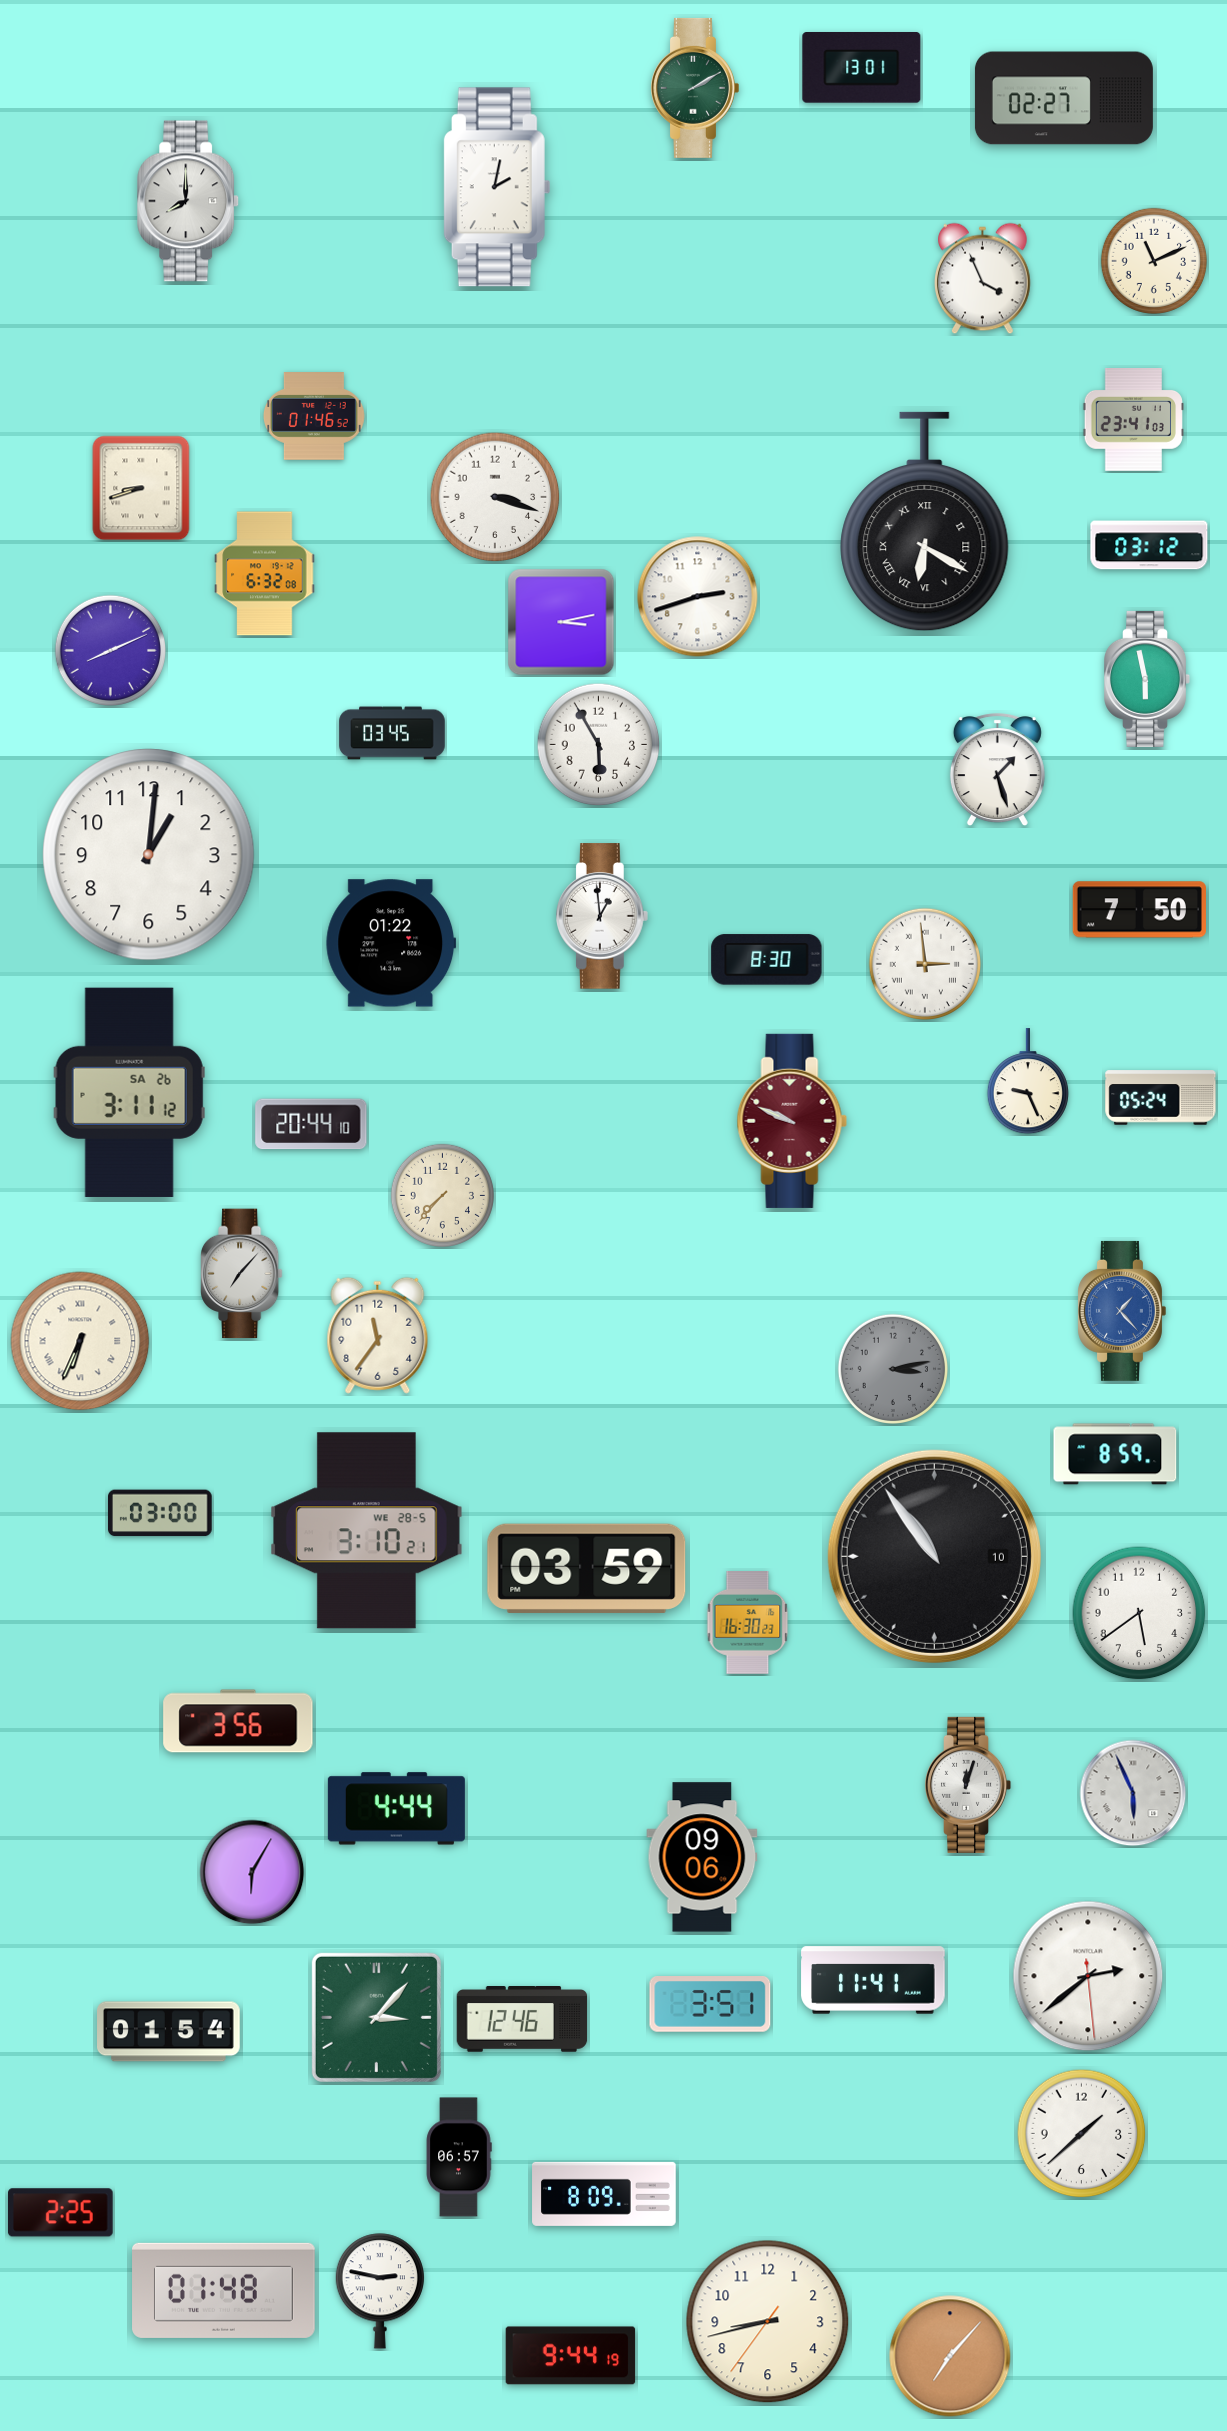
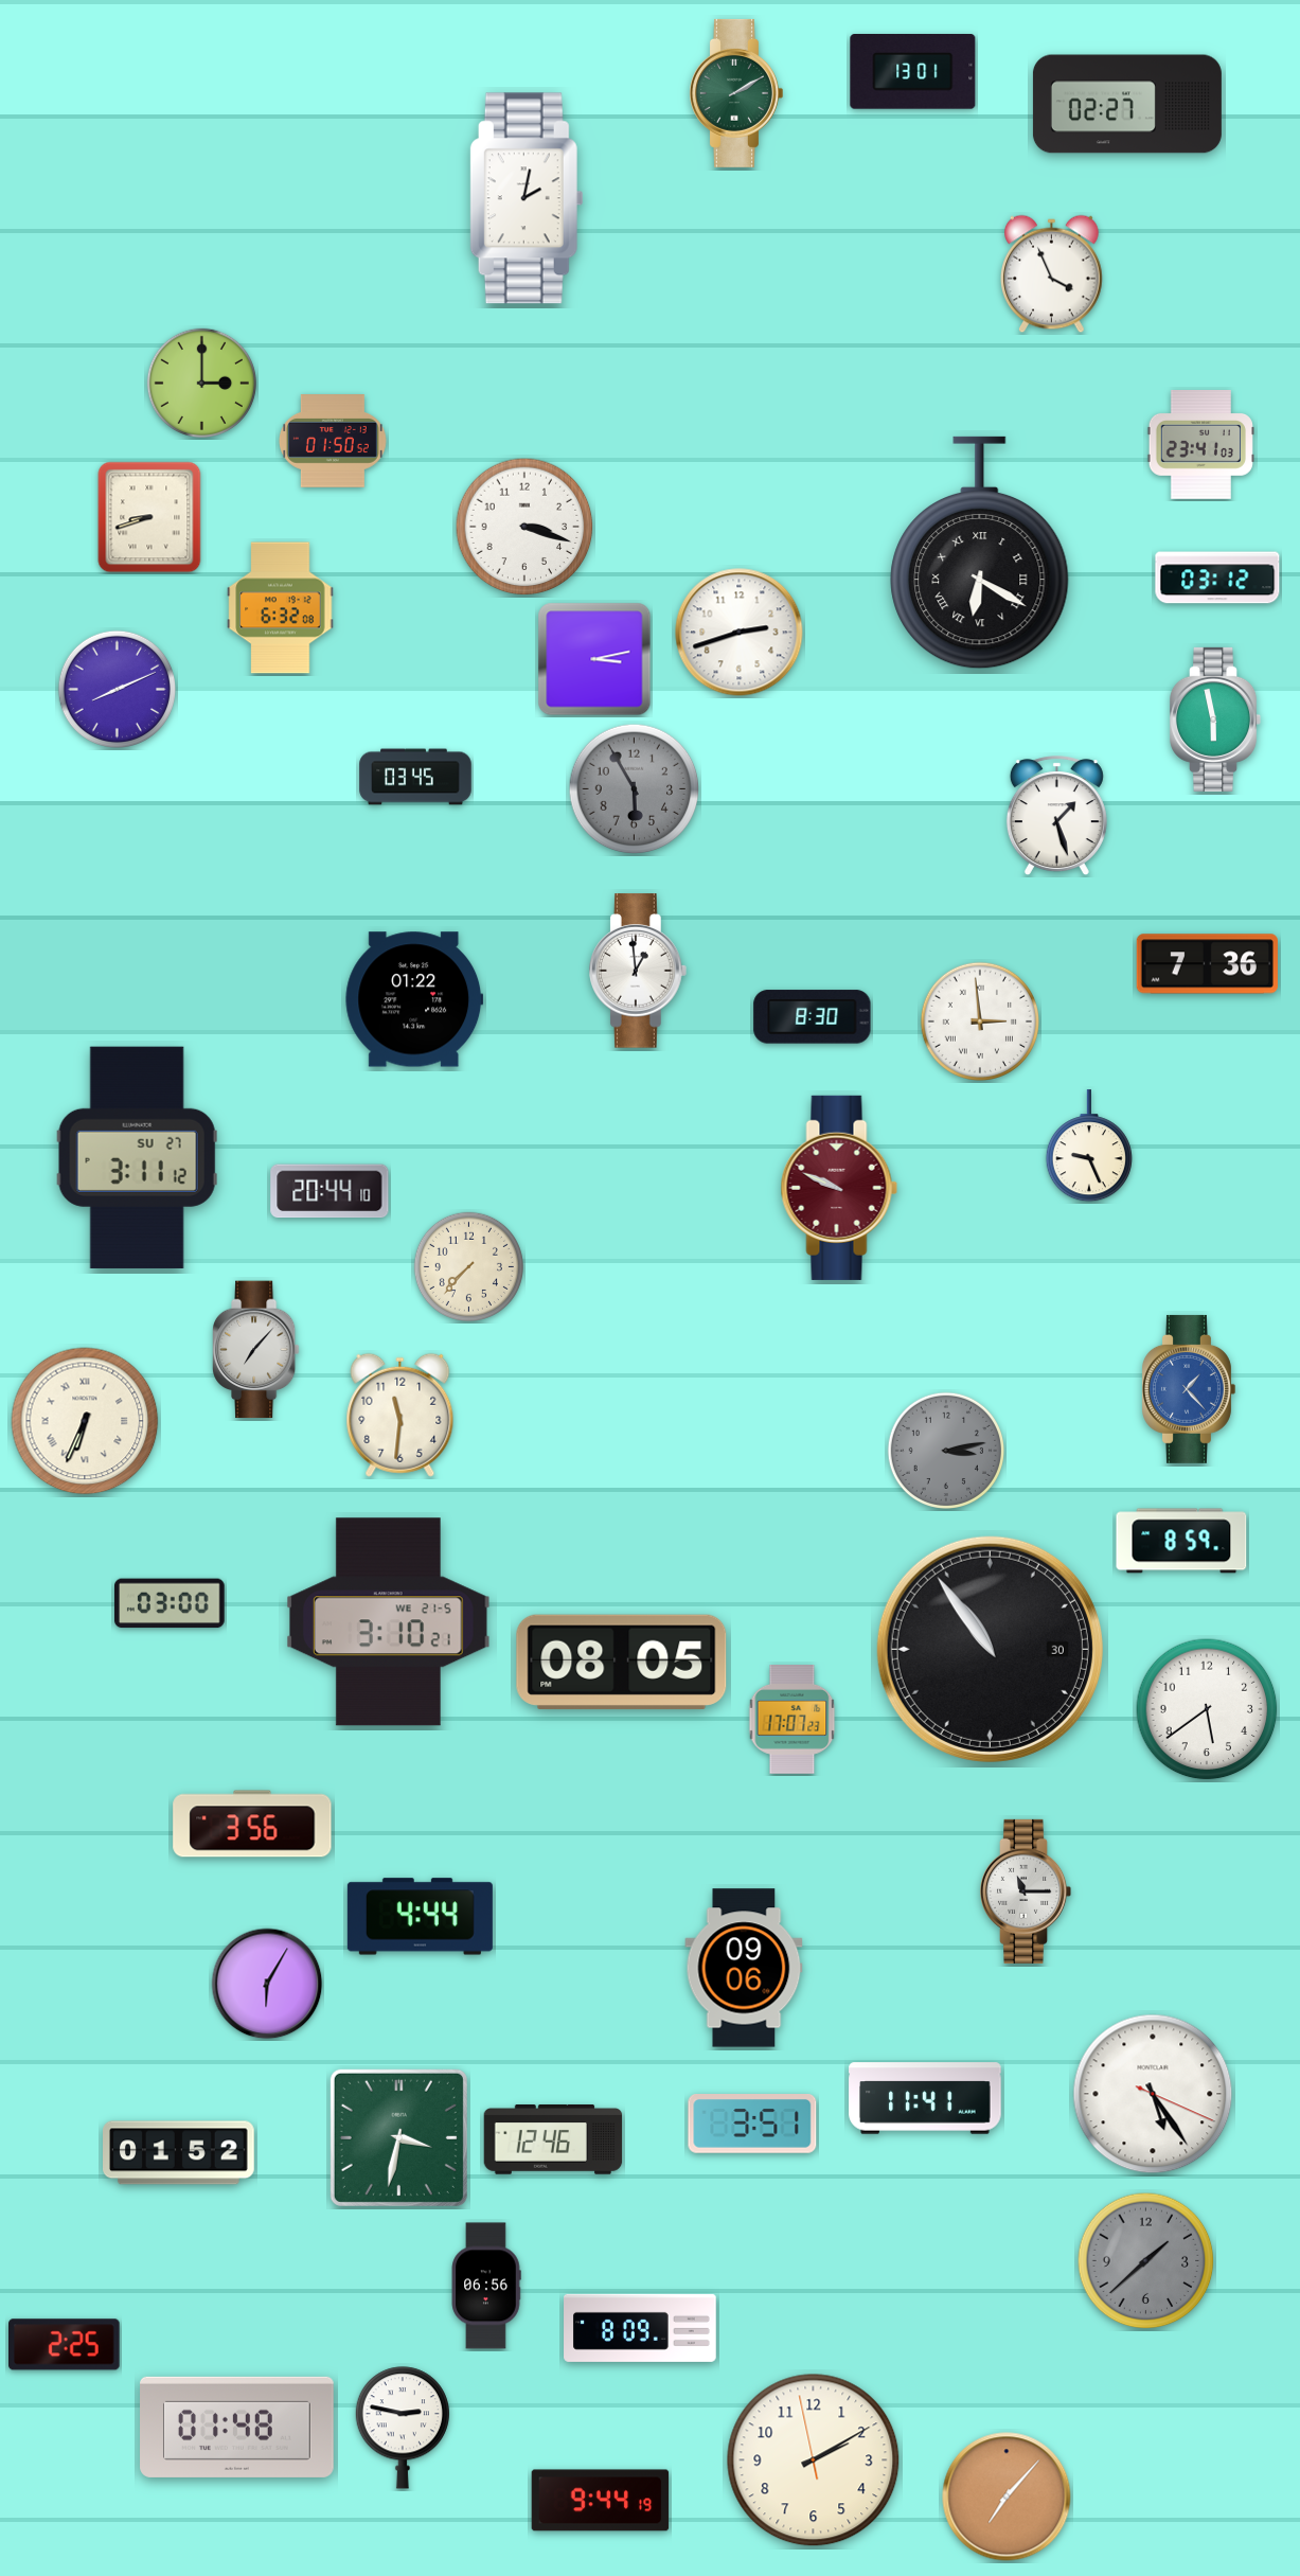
clock at (189, 201): 8:00 -> none
clock at (1154, 261): 11:11 -> none
clock at (983, 279) position: (983, 279) -> (1052, 274)
clock at (201, 383): none -> 3:00
clock at (314, 416): 01:46 -> 01:50
clock at (599, 745) dial: white -> grey
clock at (149, 855): 1:01 -> none
clock at (1139, 910): 7:50 -> 7:36
clock at (129, 1092) date: SA 26 -> SU 27
clock at (1161, 1098): 05:24 -> none
clock at (378, 1335): 11:36 -> 11:31
clock at (367, 1531) date: WE 28-5 -> WE 21-5
clock at (934, 1556) date: 10 -> 30
clock at (587, 1568): 03:59 -> 08:05
clock at (748, 1623): 16:30 -> 17:07
clock at (969, 1785): 12:03 -> 11:15
clock at (1133, 1793): 5:56 -> none
clock at (1088, 1976): 2:38 -> 5:24
clock at (376, 2017): 3:07 -> 3:32
clock at (169, 2032): 01:54 -> 01:52
clock at (1082, 2134) dial: white -> grey
clock at (459, 2157): 06:57 -> 06:56
clock at (604, 2194) position: (604, 2194) -> (640, 2328)
clock at (768, 2322): 8:42 -> 2:09
clock at (571, 2356) position: (571, 2356) -> (601, 2501)
